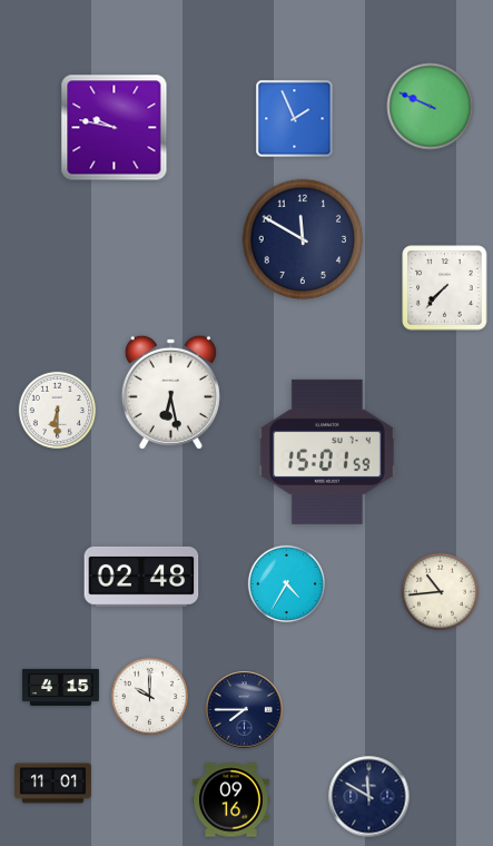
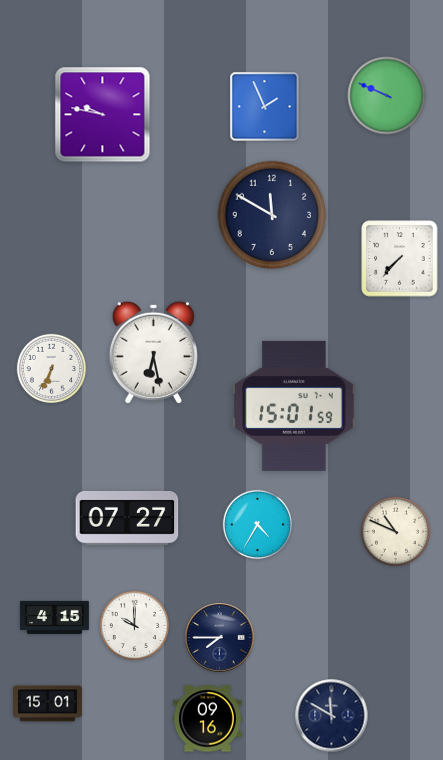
clock at (58, 410): 6:30 -> 6:34
clock at (141, 577): 02:48 -> 07:27
clock at (441, 591): 10:44 -> 10:49
clock at (53, 784): 11:01 -> 15:01
